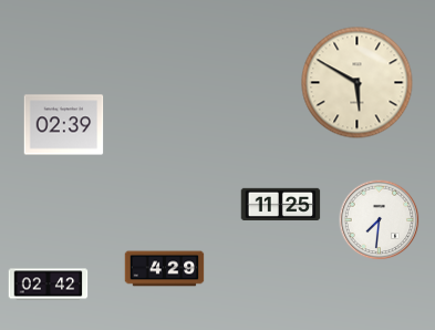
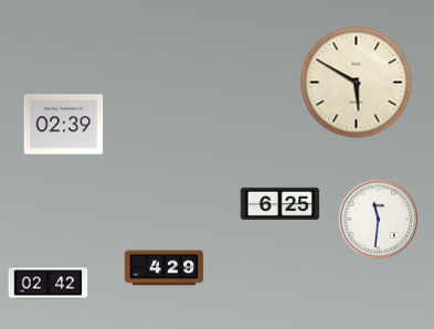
clock at (281, 204): 11:25 -> 6:25
clock at (380, 220): 7:31 -> 11:31
